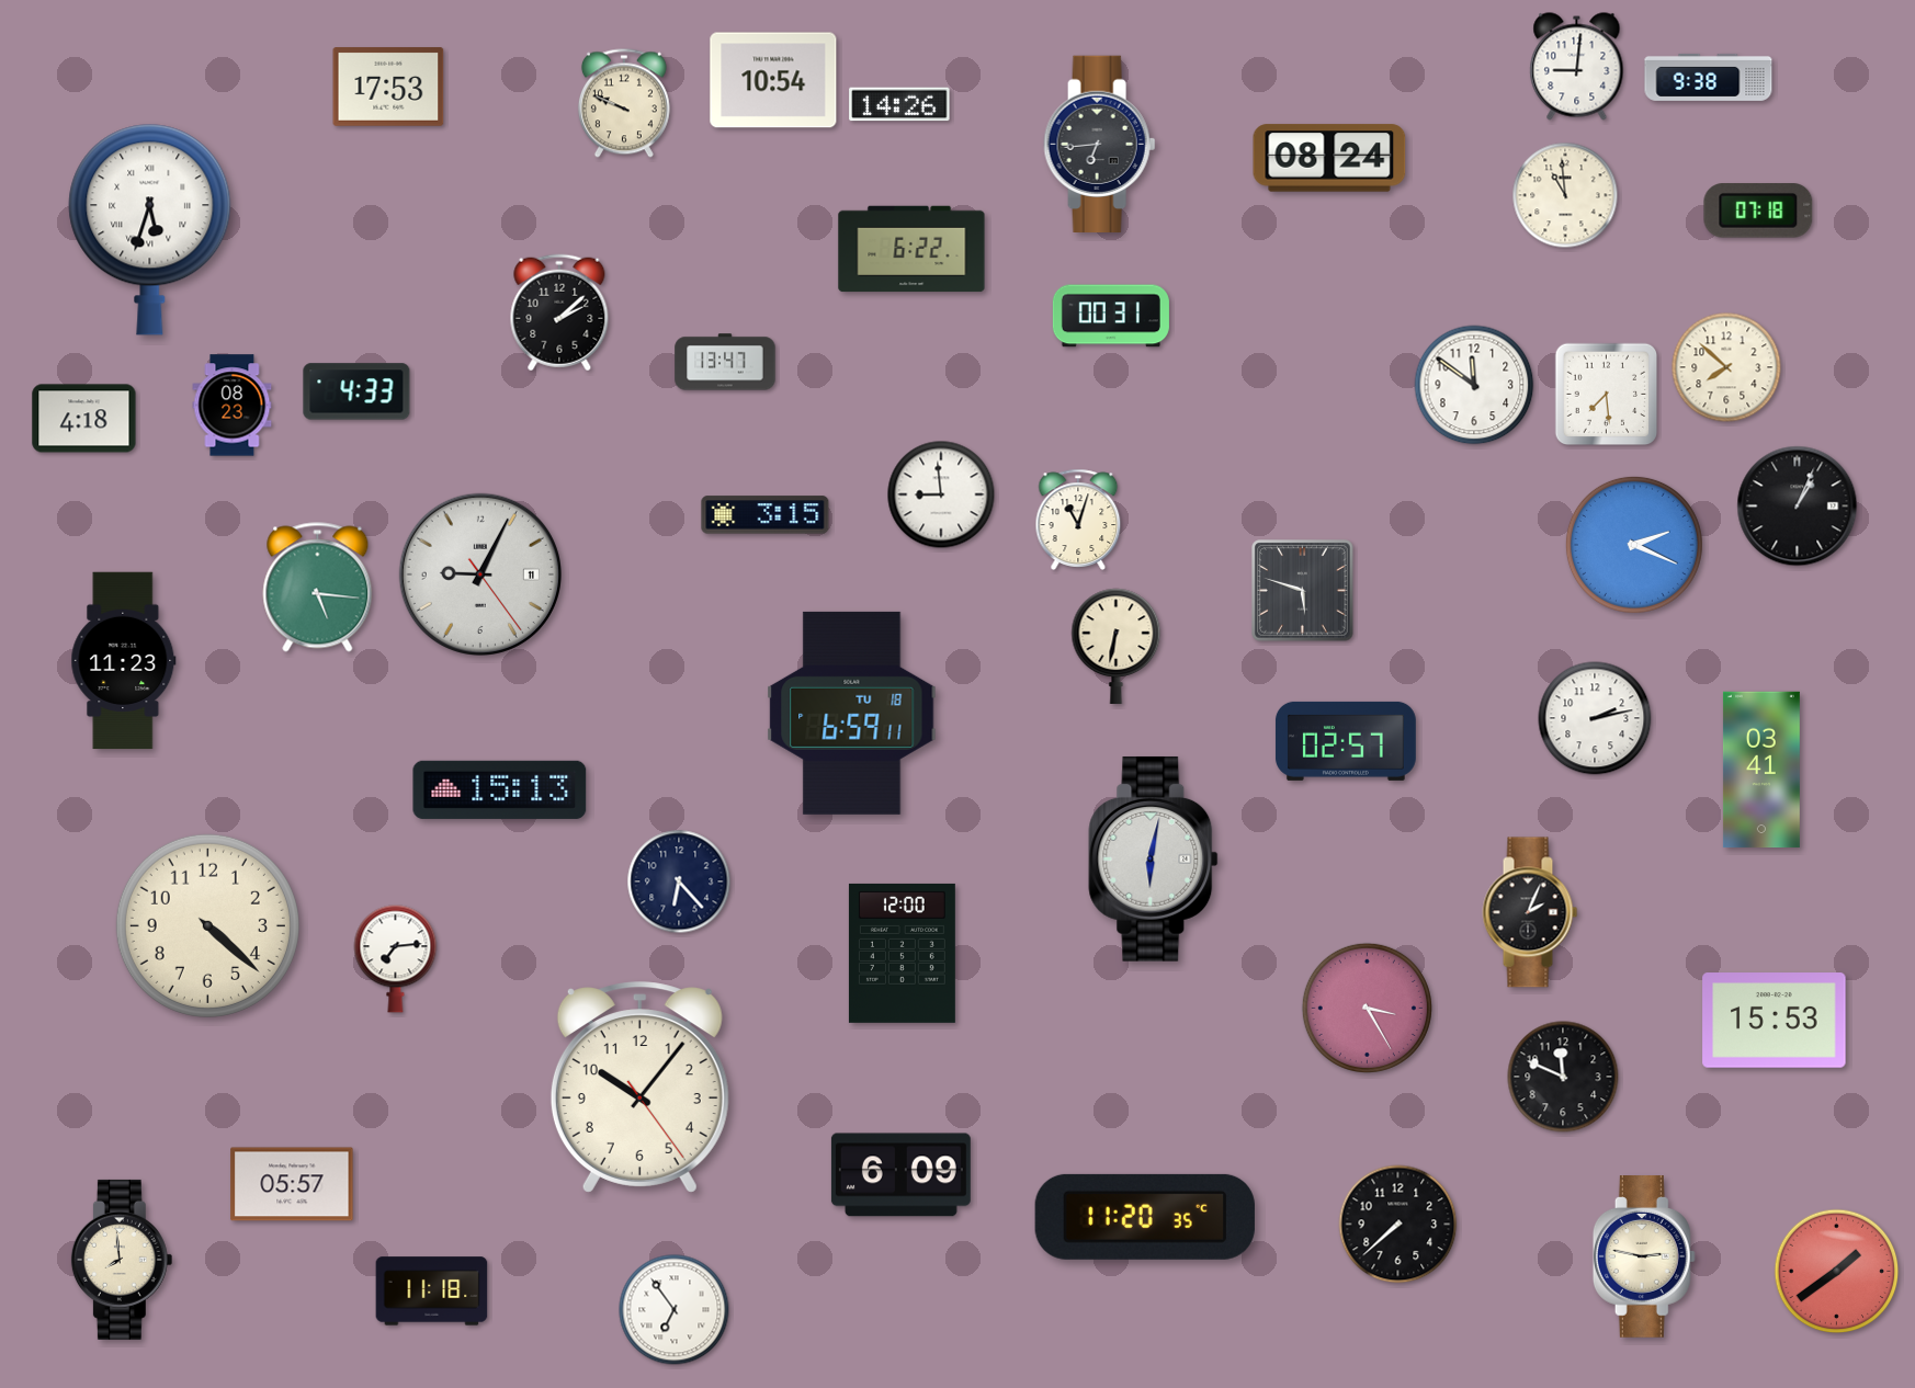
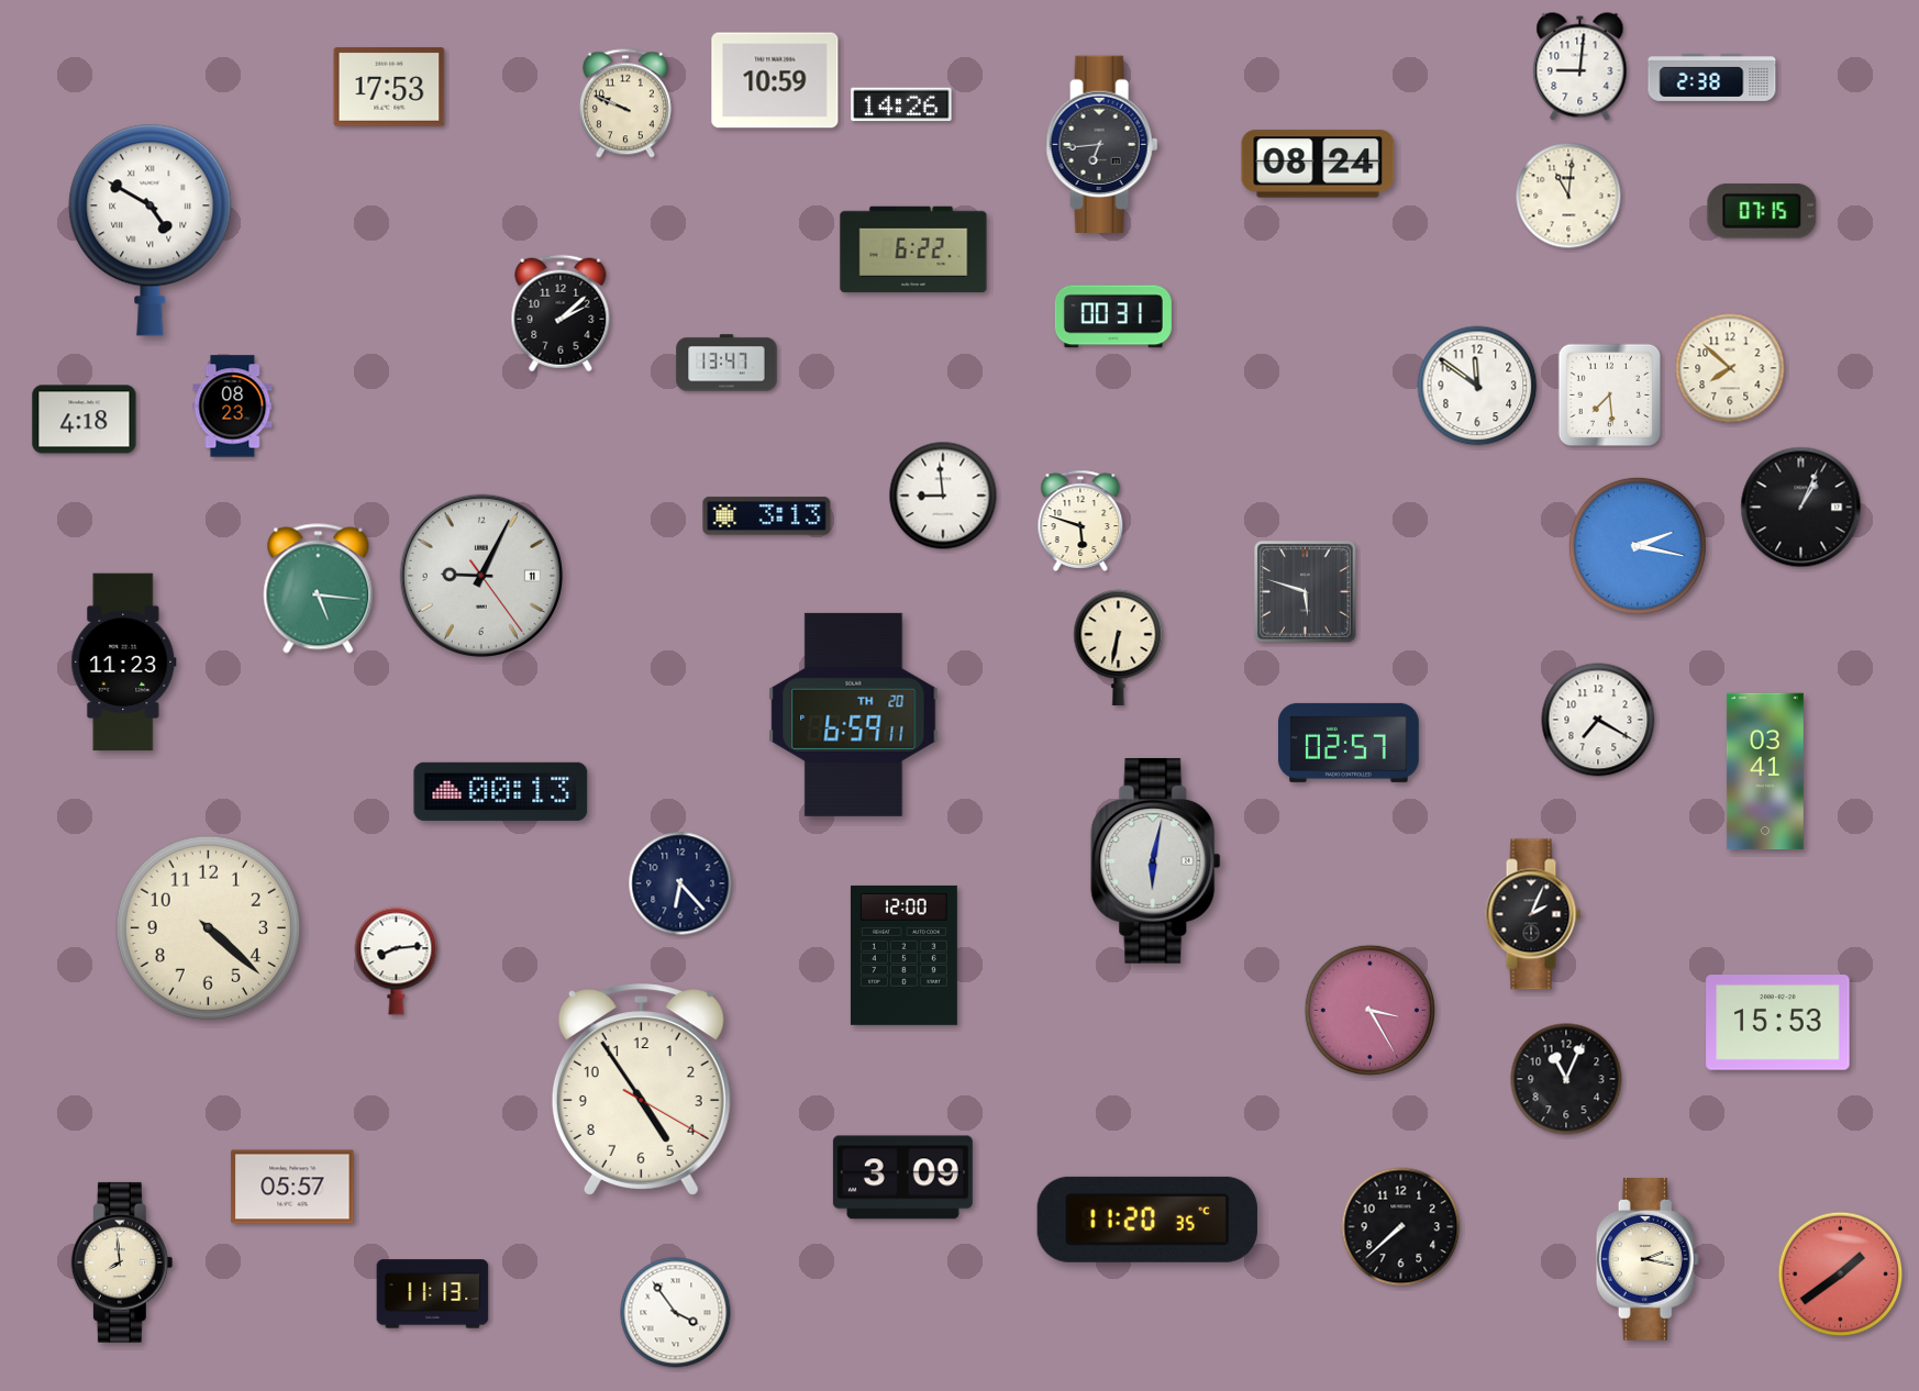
clock at (1709, 77): 9:38 -> 2:38
clock at (773, 80): 10:54 -> 10:59
clock at (1329, 158) position: (1329, 158) -> (1318, 164)
clock at (1565, 195): 10:59 -> 11:01
clock at (1758, 211): 07:18 -> 07:15
clock at (150, 229): 5:33 -> 4:50
clock at (356, 391): 4:33 -> none
clock at (766, 515): 3:15 -> 3:13
clock at (1078, 520): 11:03 -> 5:48
clock at (1634, 545): 2:19 -> 2:17
clock at (852, 713) date: TU 18 -> TH 20
clock at (1595, 718): 2:13 -> 7:20
clock at (500, 789): 15:13 -> 00:13
clock at (396, 959): 7:14 -> 8:14
clock at (1563, 1077): 11:49 -> 11:04
clock at (639, 1088): 10:06 -> 4:54
clock at (900, 1175): 6:09 -> 3:09
clock at (1644, 1258): 2:47 -> 2:17
clock at (432, 1292): 11:18 -> 11:13
clock at (675, 1310): 6:54 -> 3:54
